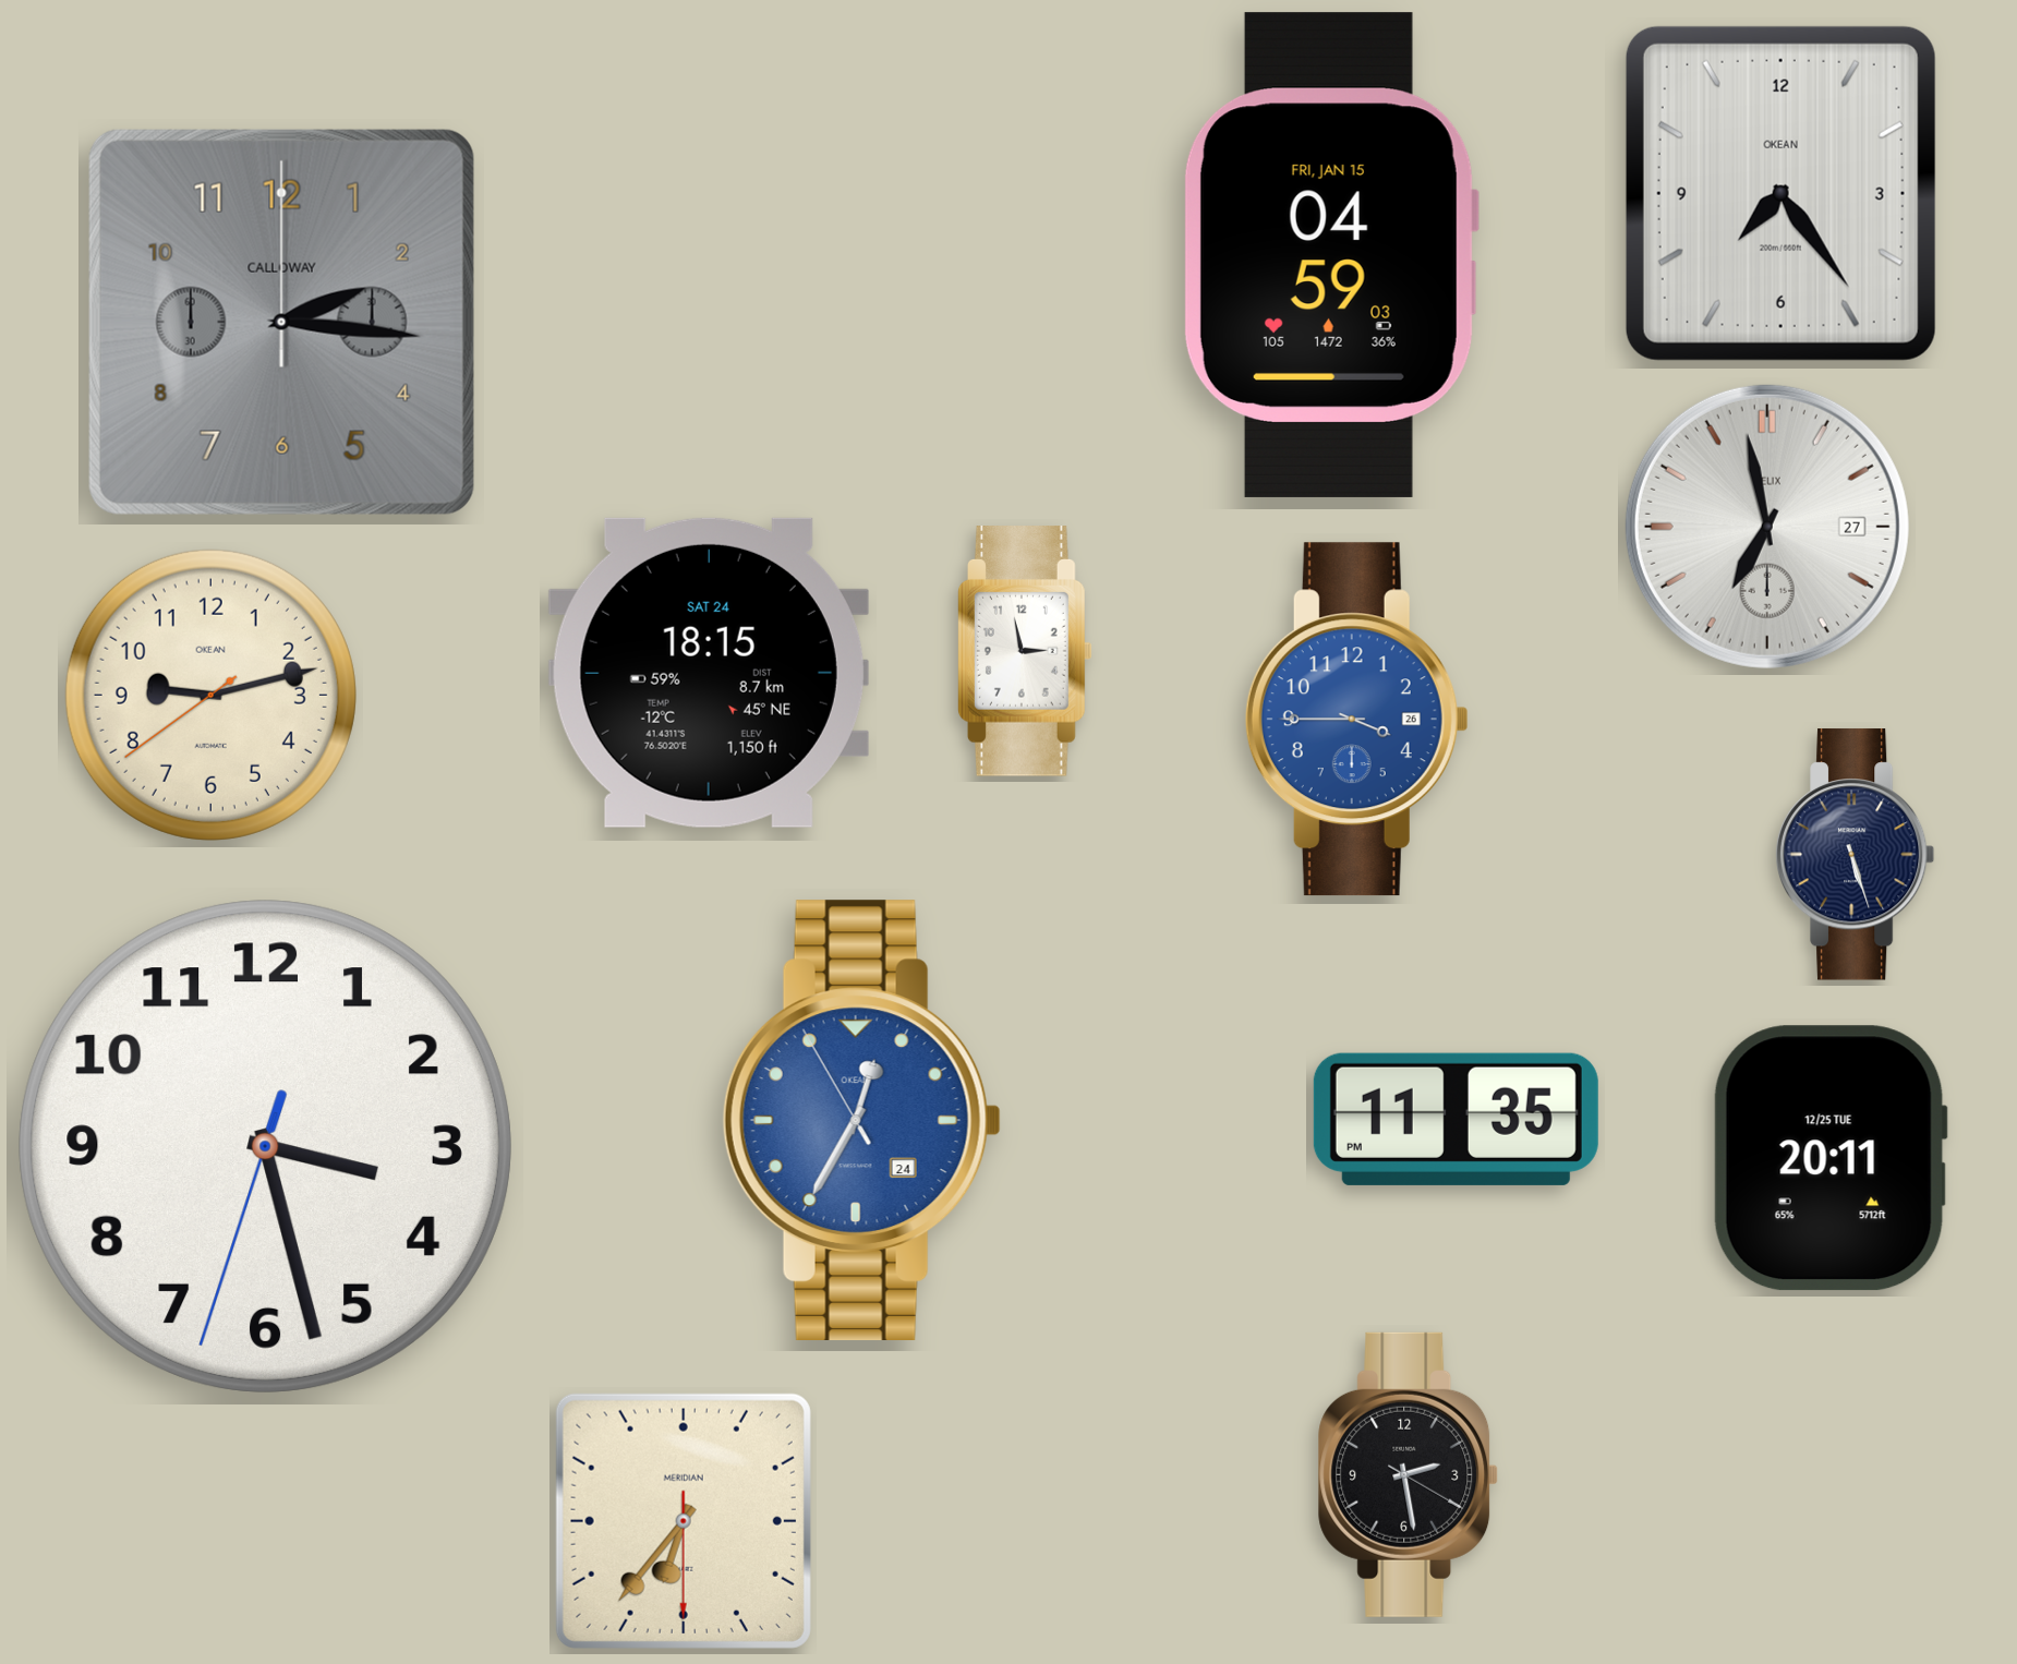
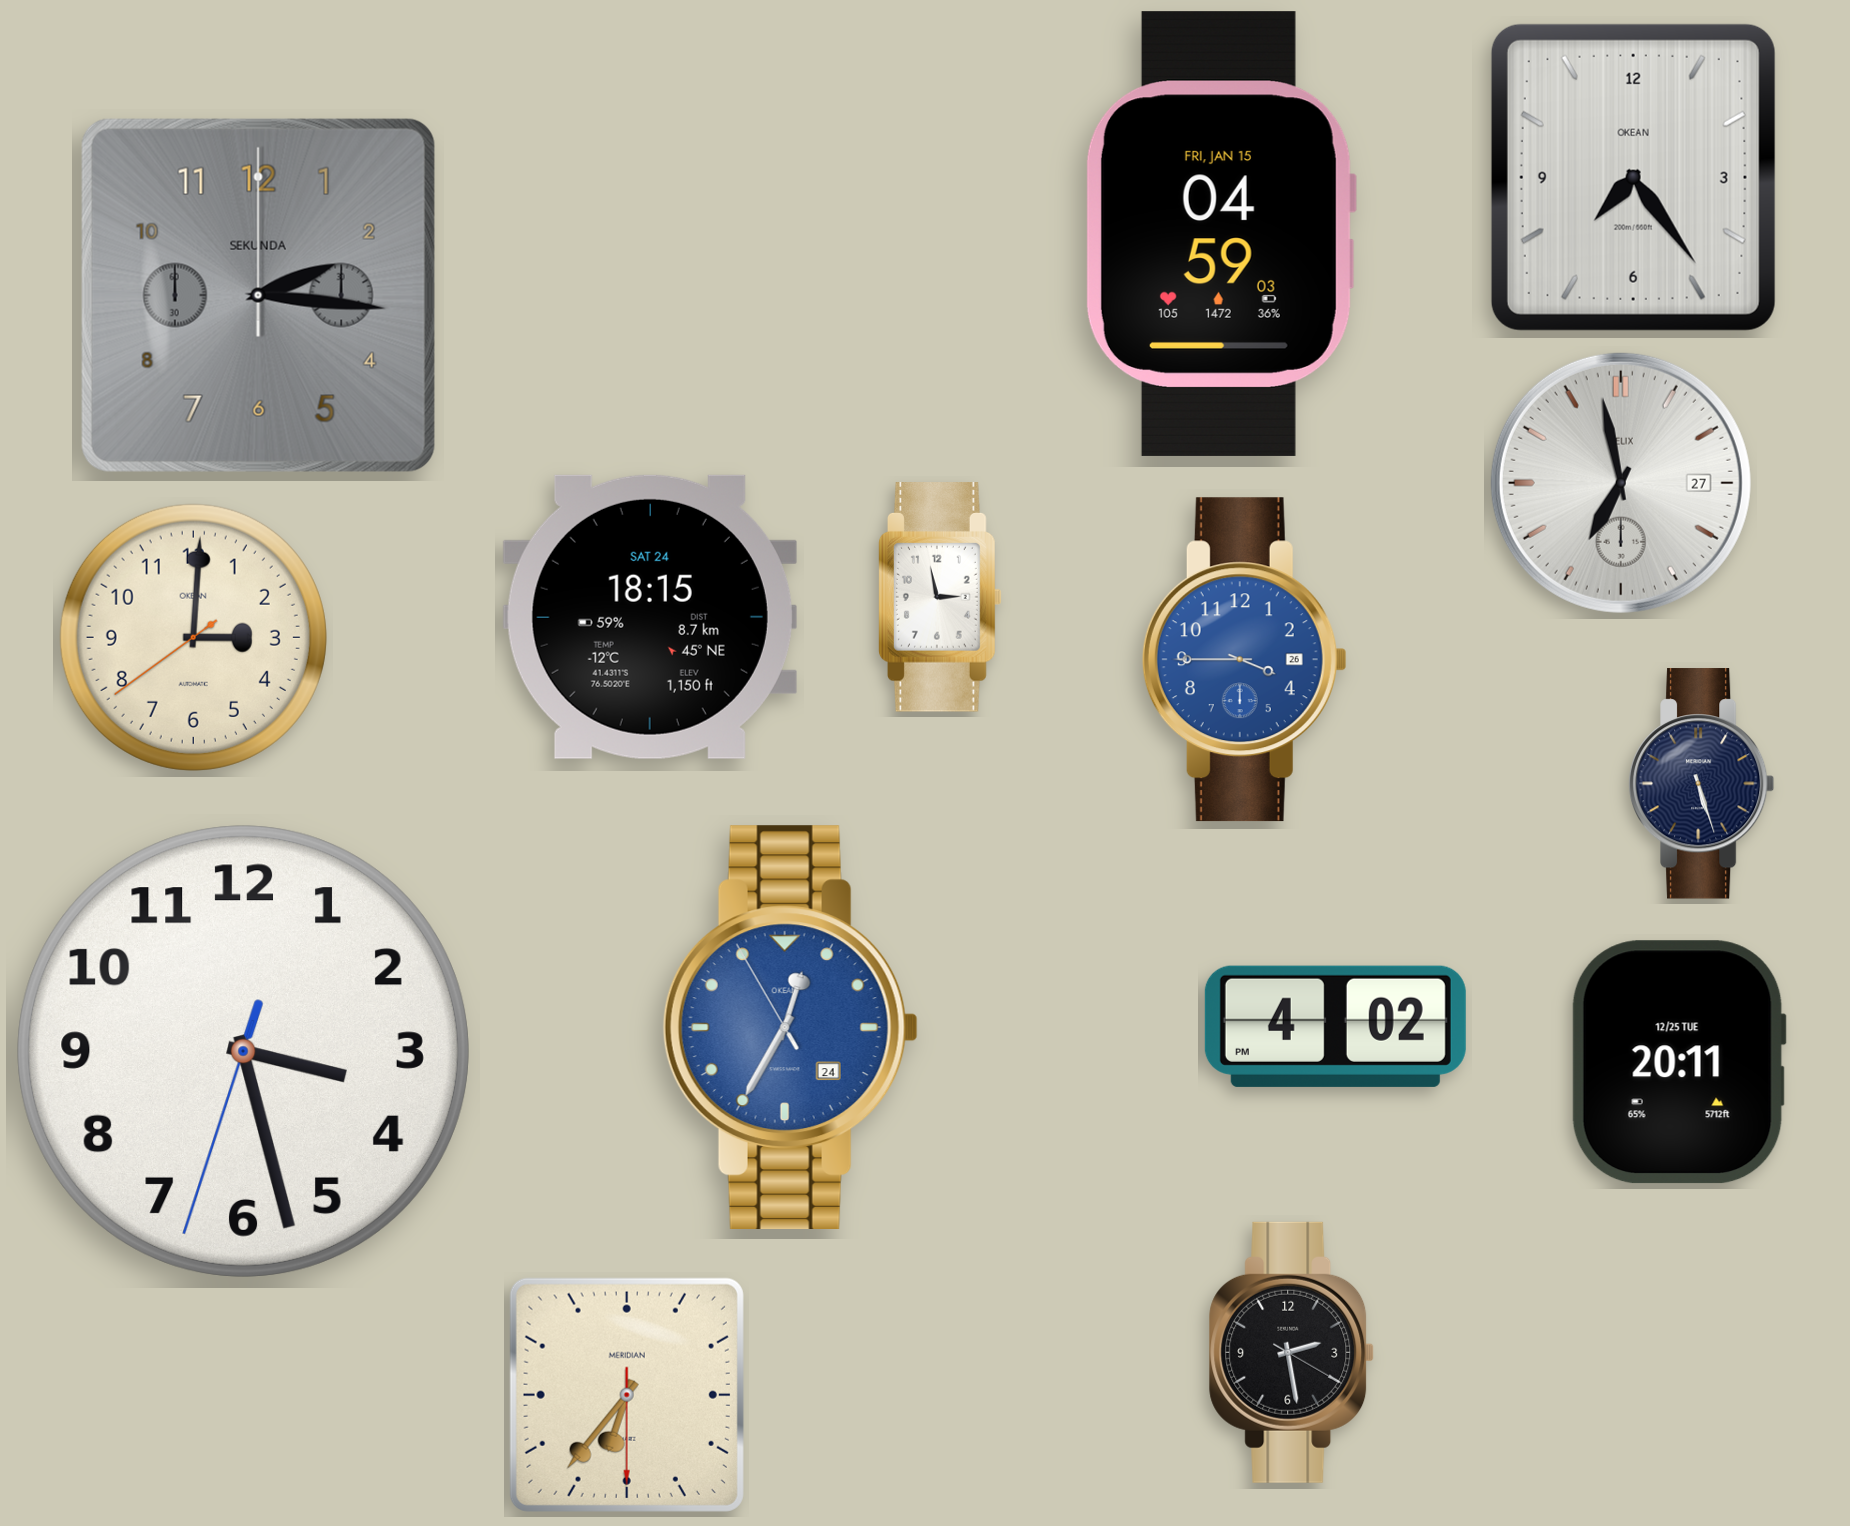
clock at (281, 322) brand: CALLOWAY -> SEKUNDA
clock at (210, 695): 9:12 -> 3:00
clock at (1456, 1119): 11:35 -> 4:02
